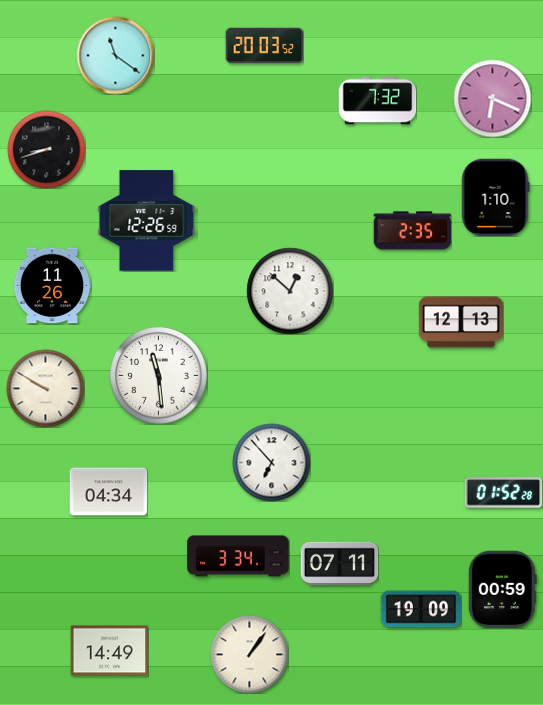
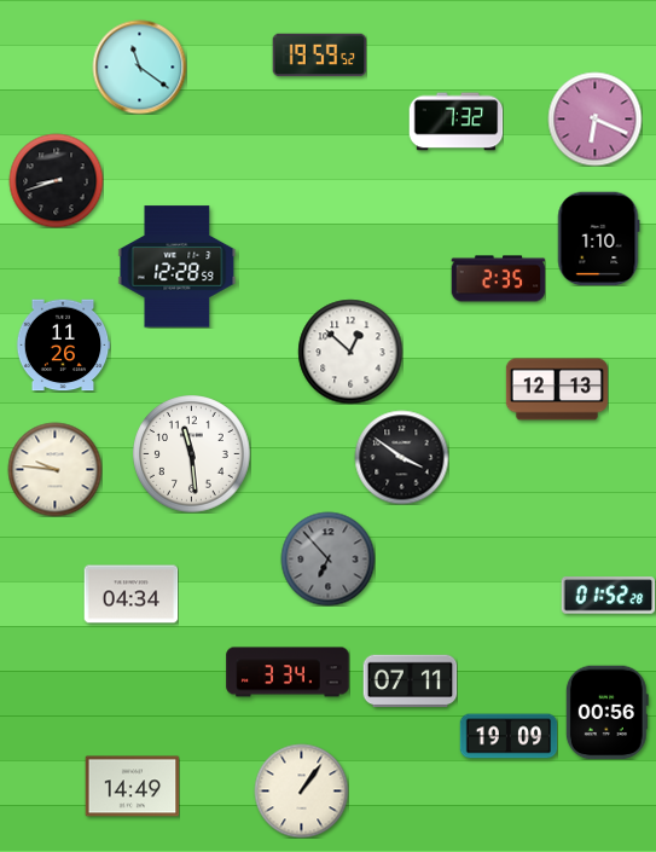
clock at (264, 46): 20:03 -> 19:59
clock at (147, 221): 12:26 -> 12:28
clock at (401, 457): none -> 3:51
clock at (45, 388): 9:50 -> 9:46
clock at (271, 462) dial: white -> grey
clock at (502, 589): 00:59 -> 00:56
